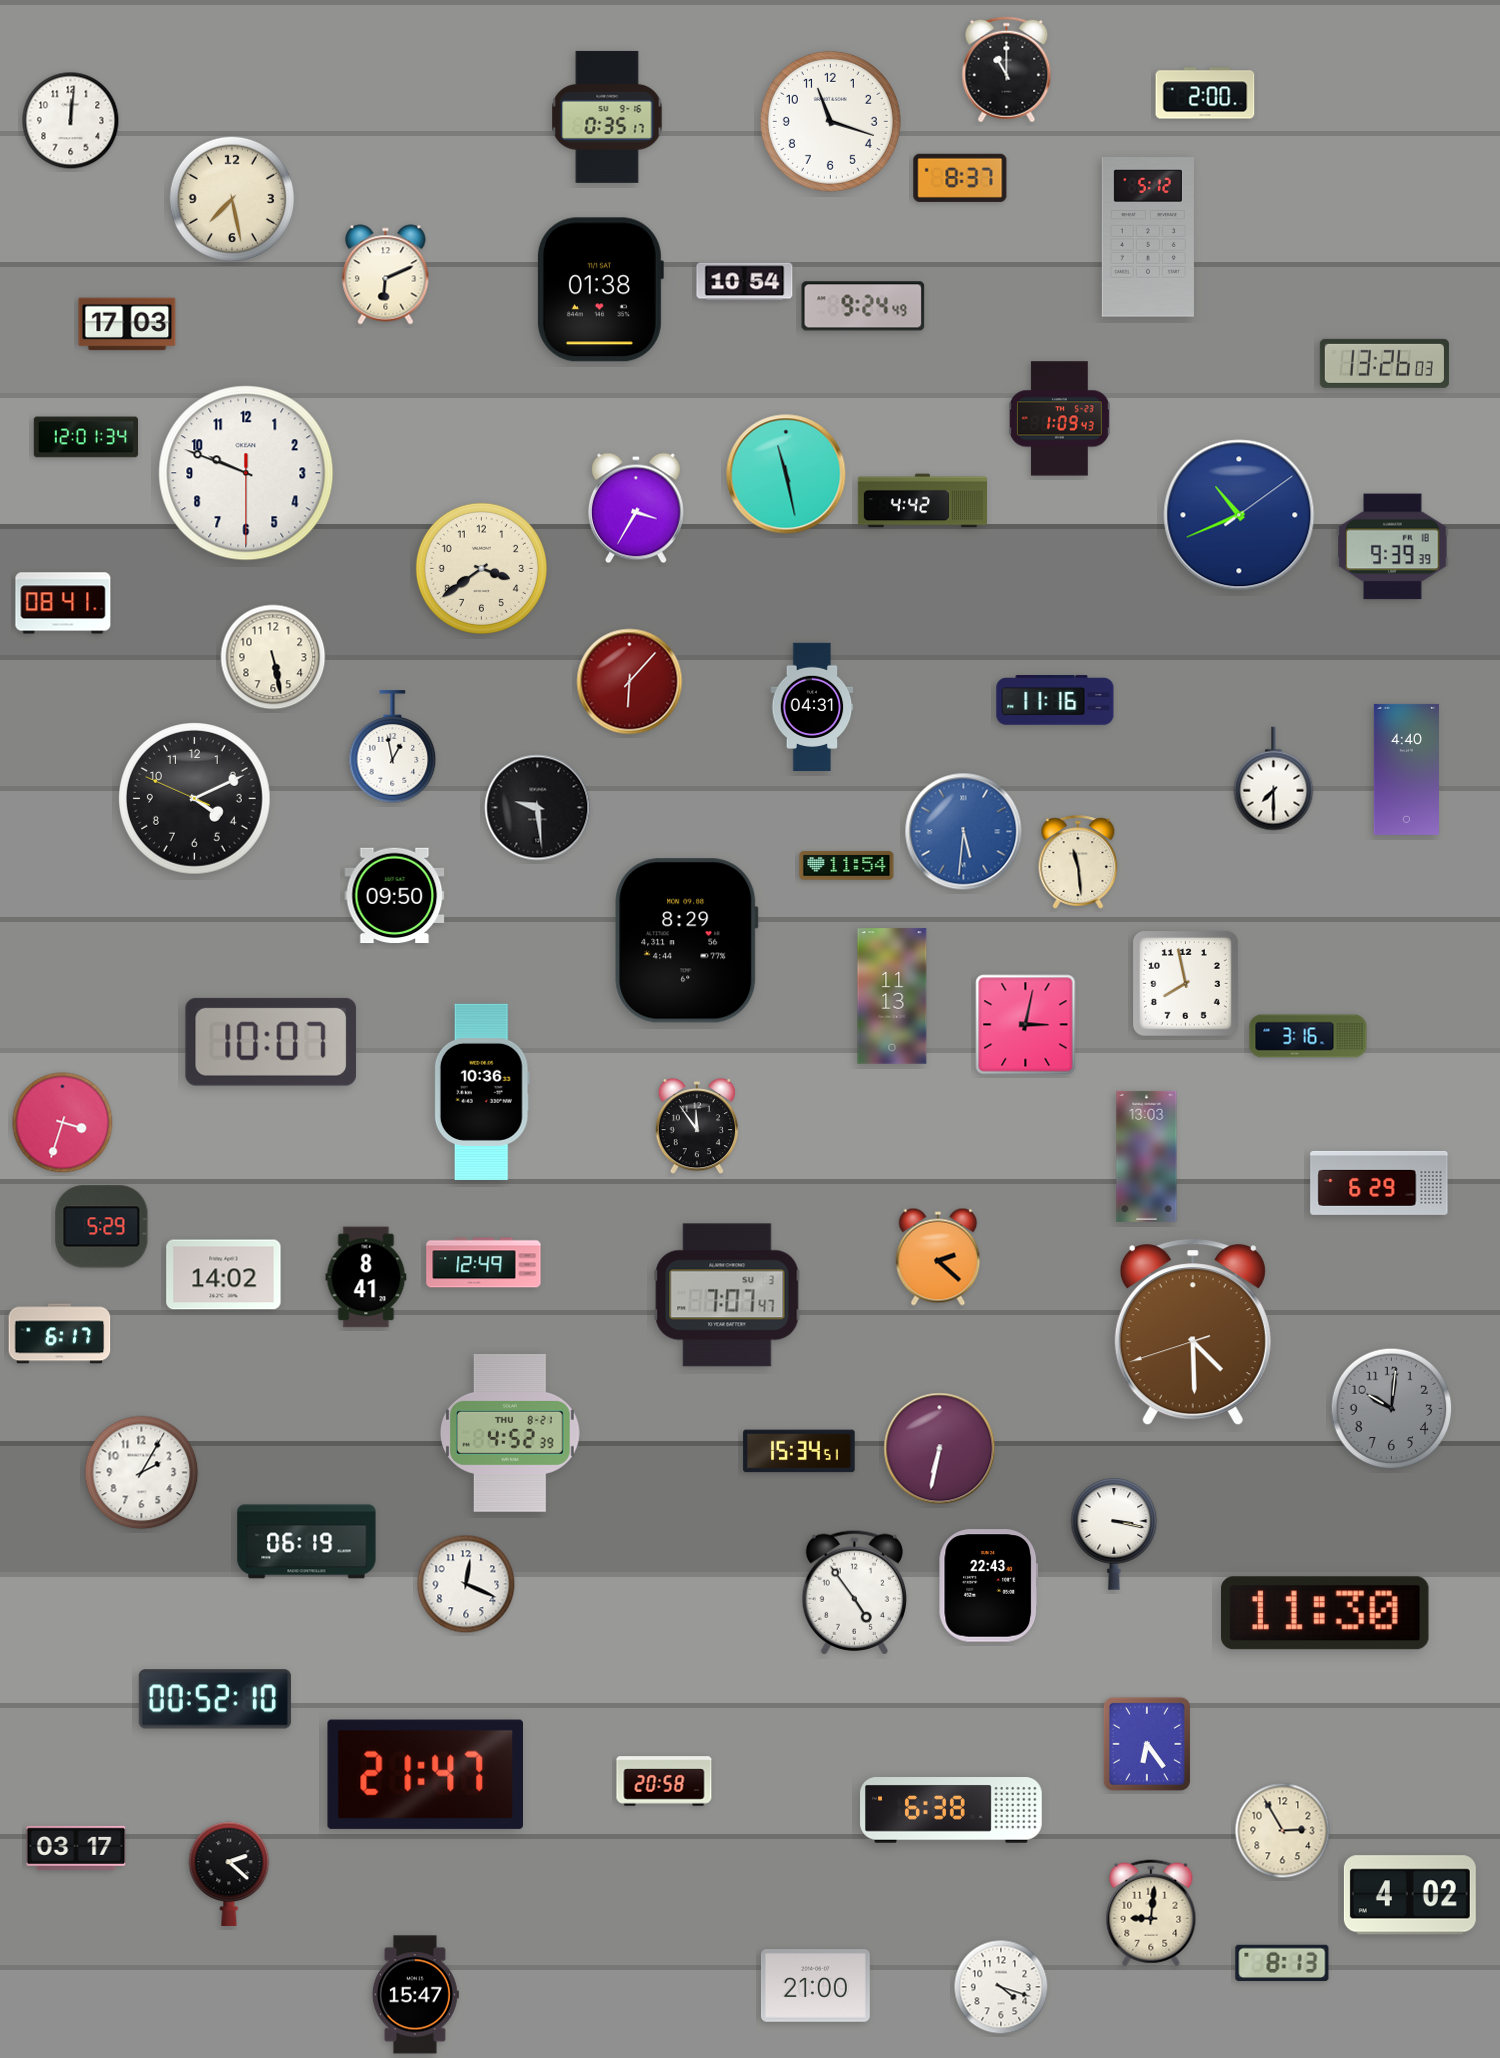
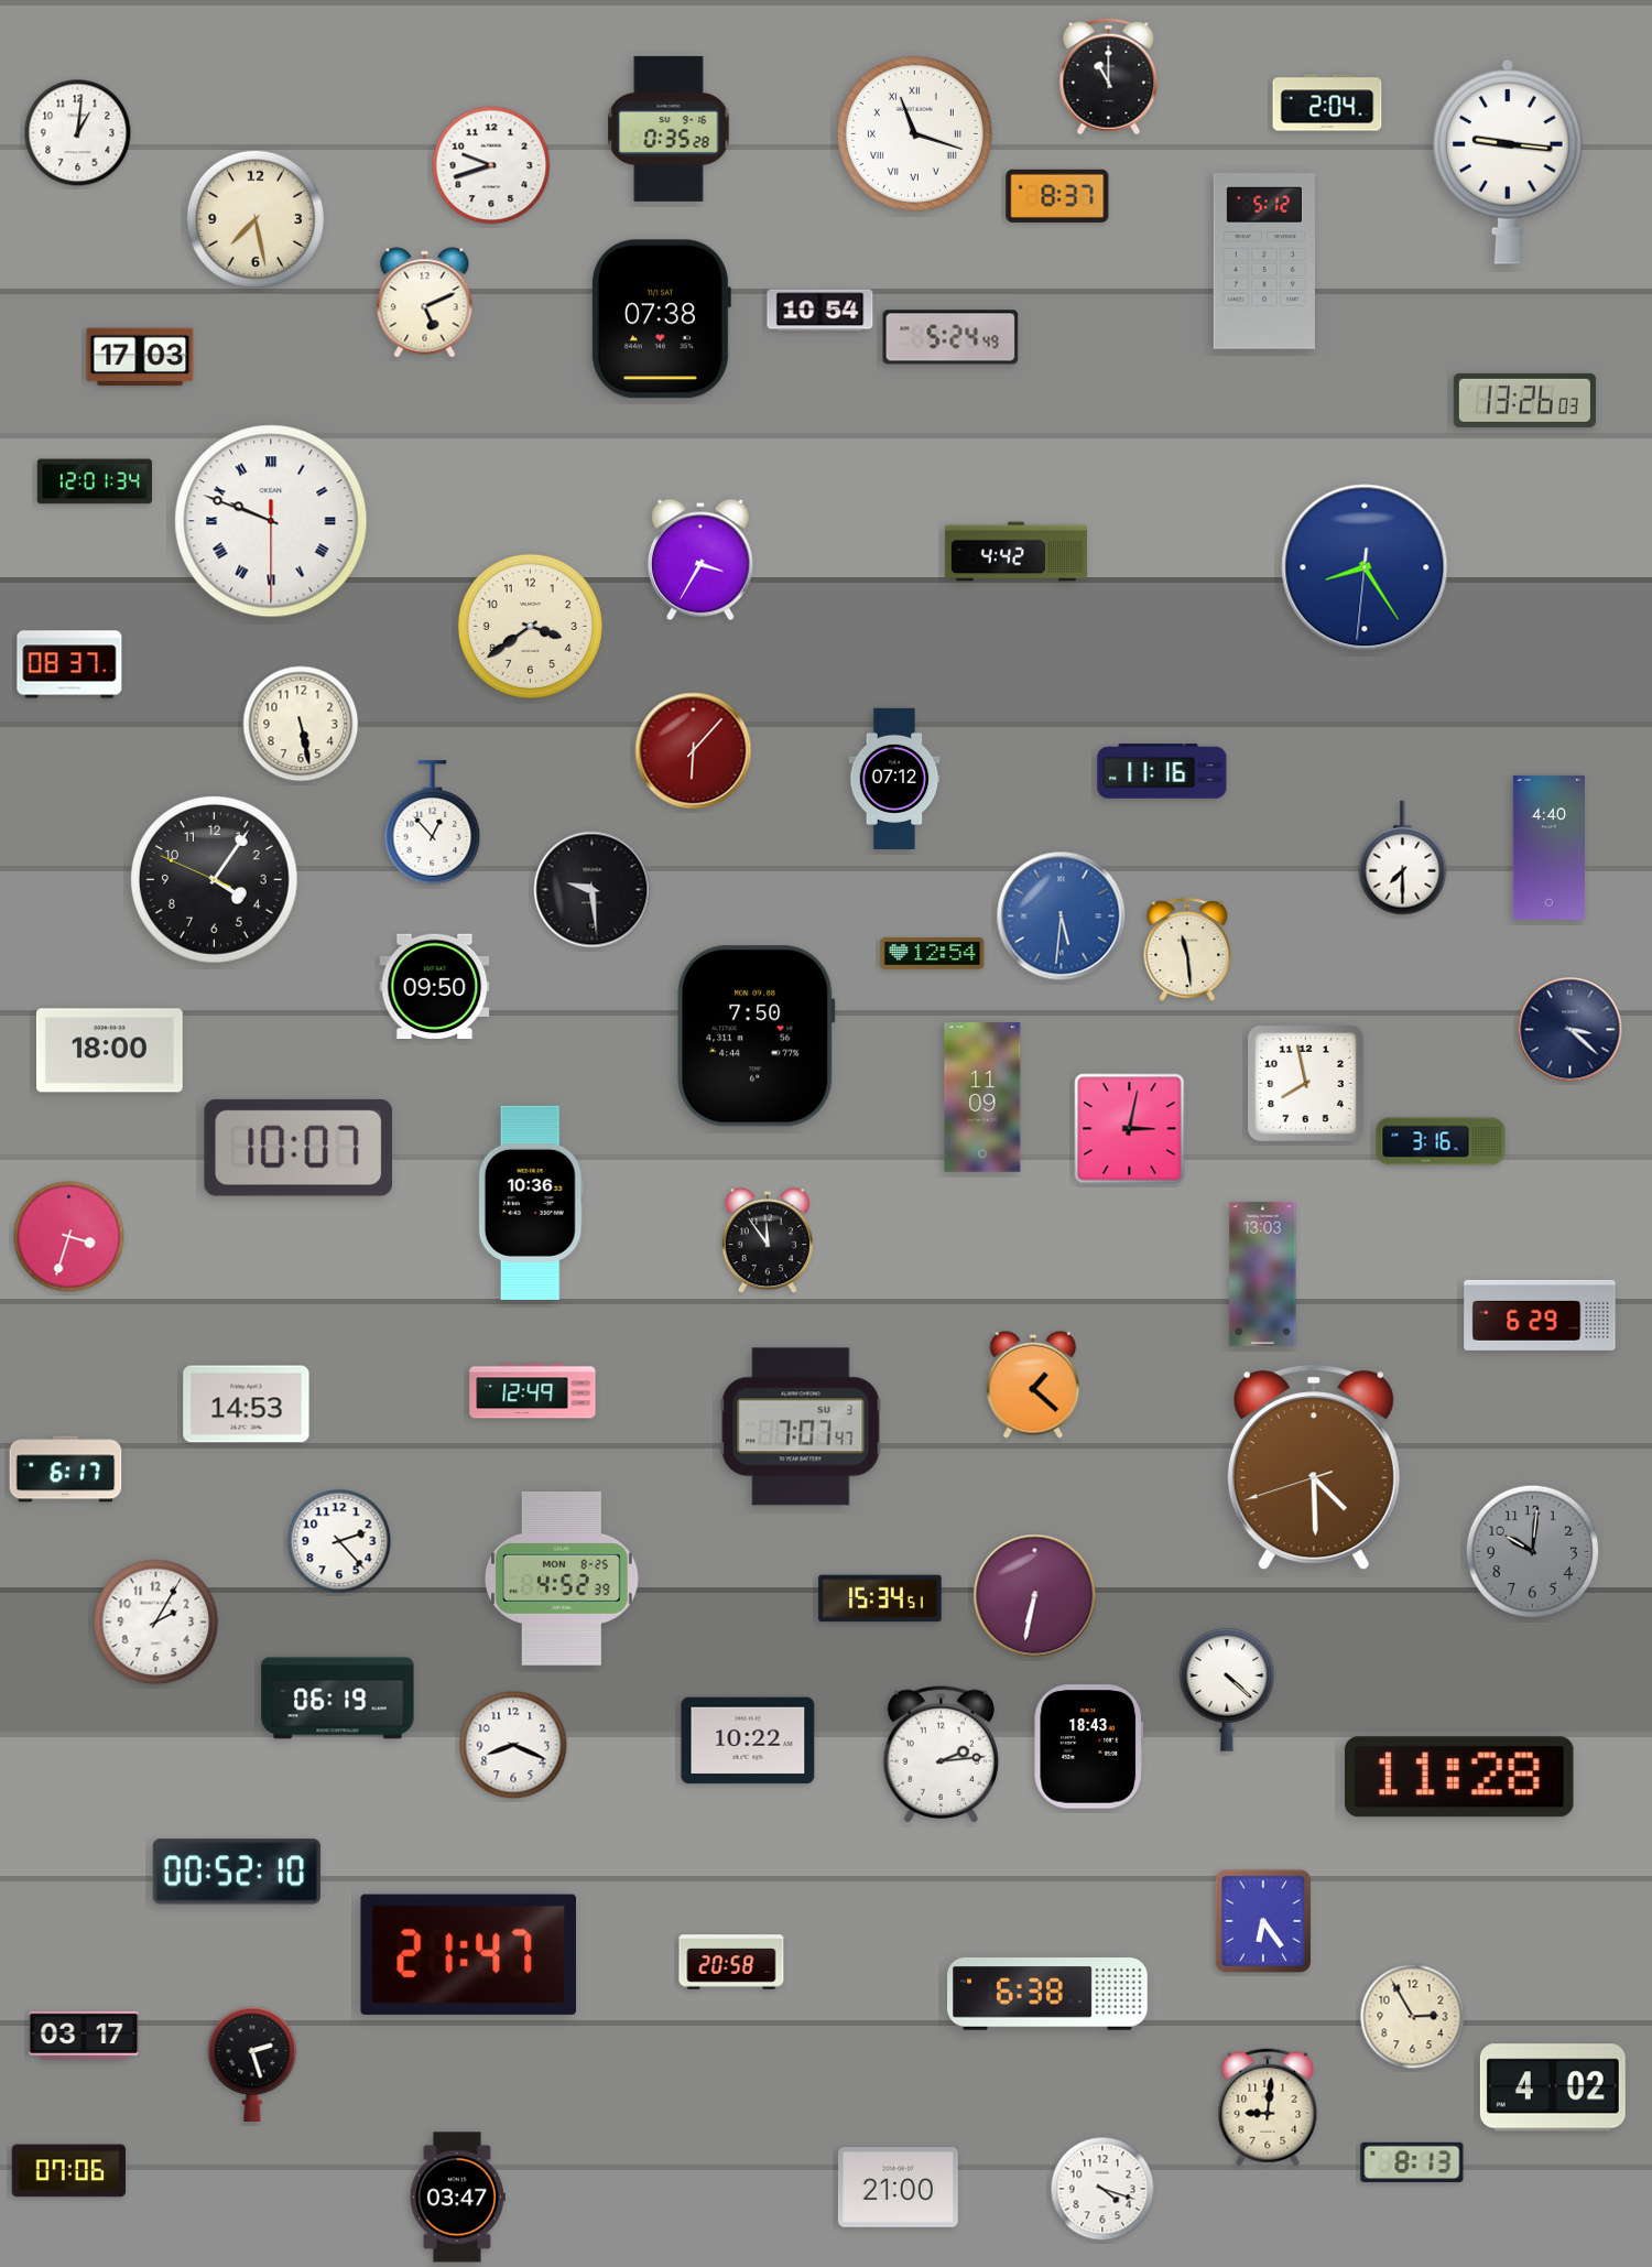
clock at (1205, 93): 2:00 -> 2:04
clock at (607, 117): 0:35:17 -> 0:35:28
clock at (71, 121): 12:01 -> 1:01
clock at (830, 121) numerals: Arabic -> Roman
clock at (1508, 162): none -> 9:16
clock at (491, 165): none -> 9:42
clock at (386, 275): 6:11 -> 5:11
clock at (600, 290): 01:38 -> 07:38
clock at (863, 306): 9:24 -> 5:24
clock at (1059, 419): 1:09 -> none
clock at (246, 473) numerals: Arabic -> Roman
clock at (786, 474): 11:28 -> none
clock at (1239, 515): 10:41 -> 8:24
clock at (1393, 547): 9:39 -> none
clock at (63, 603): 08:41 -> 08:37
clock at (812, 706): 04:31 -> 07:12
clock at (393, 747): 12:58 -> 12:53
clock at (195, 799): 4:10 -> 4:05
clock at (847, 866): 11:54 -> 12:54
clock at (1571, 1030): none -> 3:22
clock at (687, 941): 8:29 -> 7:50
clock at (109, 1051): none -> 18:00
clock at (892, 996): 11:13 -> 11:09
clock at (1379, 1183) position: (1379, 1183) -> (1540, 1315)
clock at (102, 1227): 5:29 -> none
clock at (938, 1257): 2:22 -> 1:22
clock at (224, 1275): 14:02 -> 14:53
clock at (366, 1277): 8:41 -> none
clock at (339, 1541): none -> 2:23
clock at (511, 1434) date: THU 8-21 -> MON 8-25
clock at (1114, 1534): 3:17 -> 4:22
clock at (748, 1740): none -> 10:22
clock at (466, 1584): 12:19 -> 8:19
clock at (989, 1586): 22:43 -> 18:43
clock at (854, 1592): 4:54 -> 2:14
clock at (1326, 1613): 11:30 -> 11:28
clock at (229, 1873): 2:22 -> 2:27
clock at (69, 2171): none -> 07:06
clock at (415, 1995): 15:47 -> 03:47
